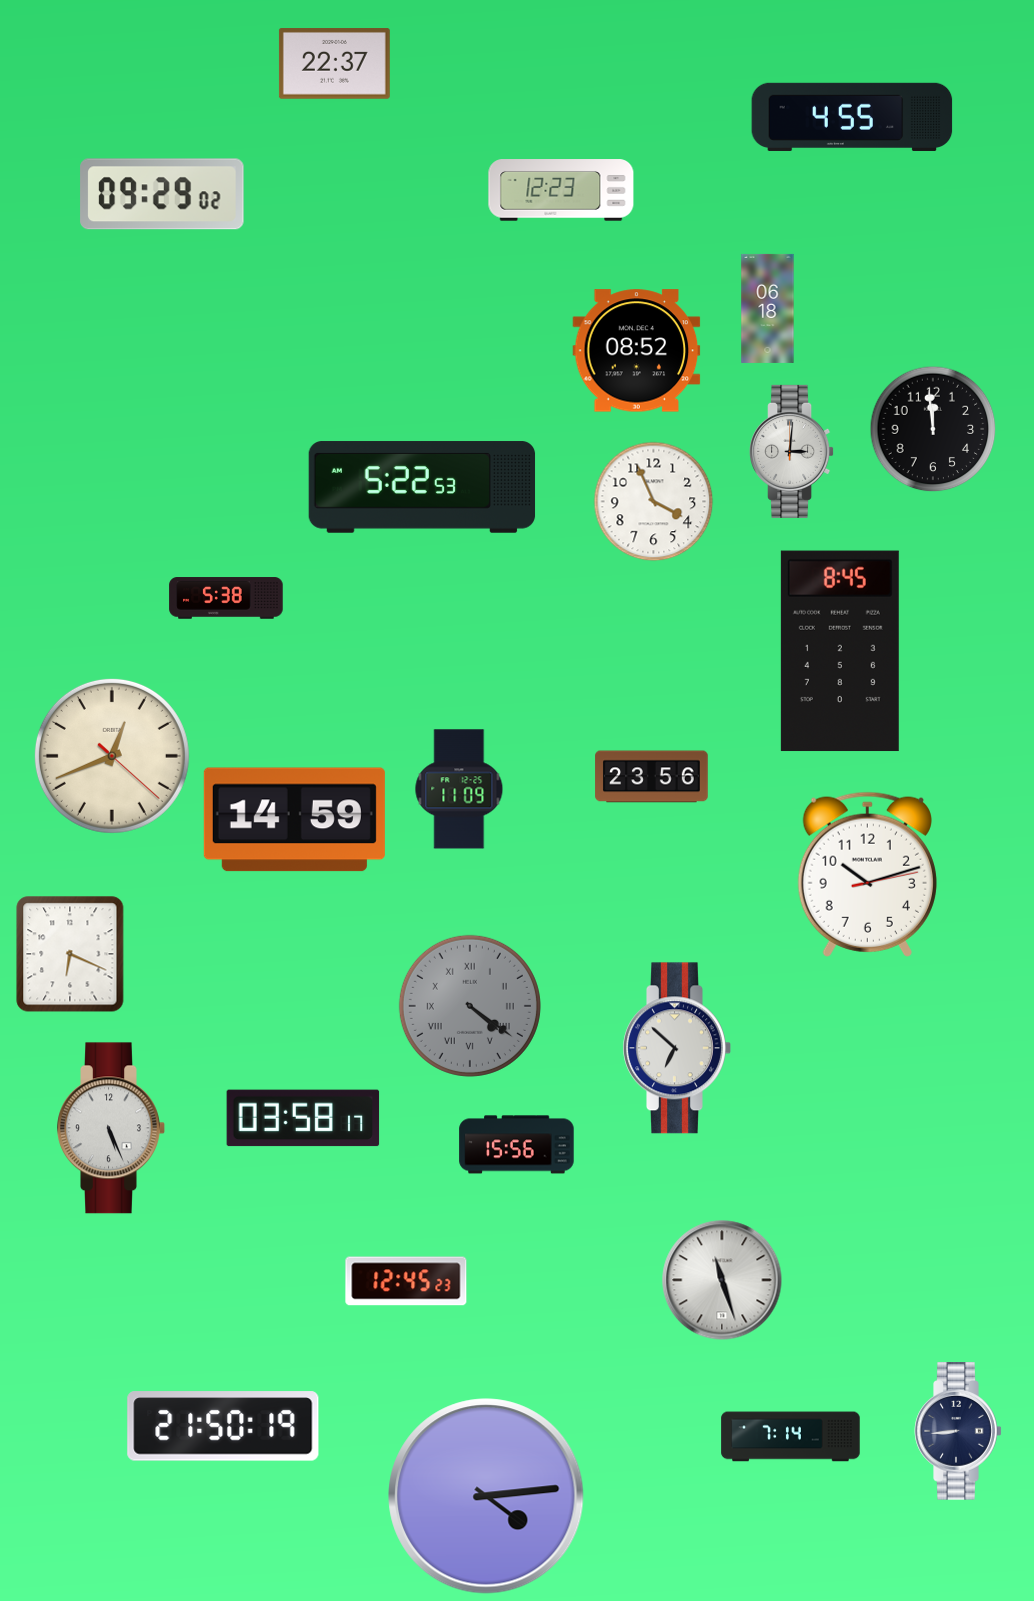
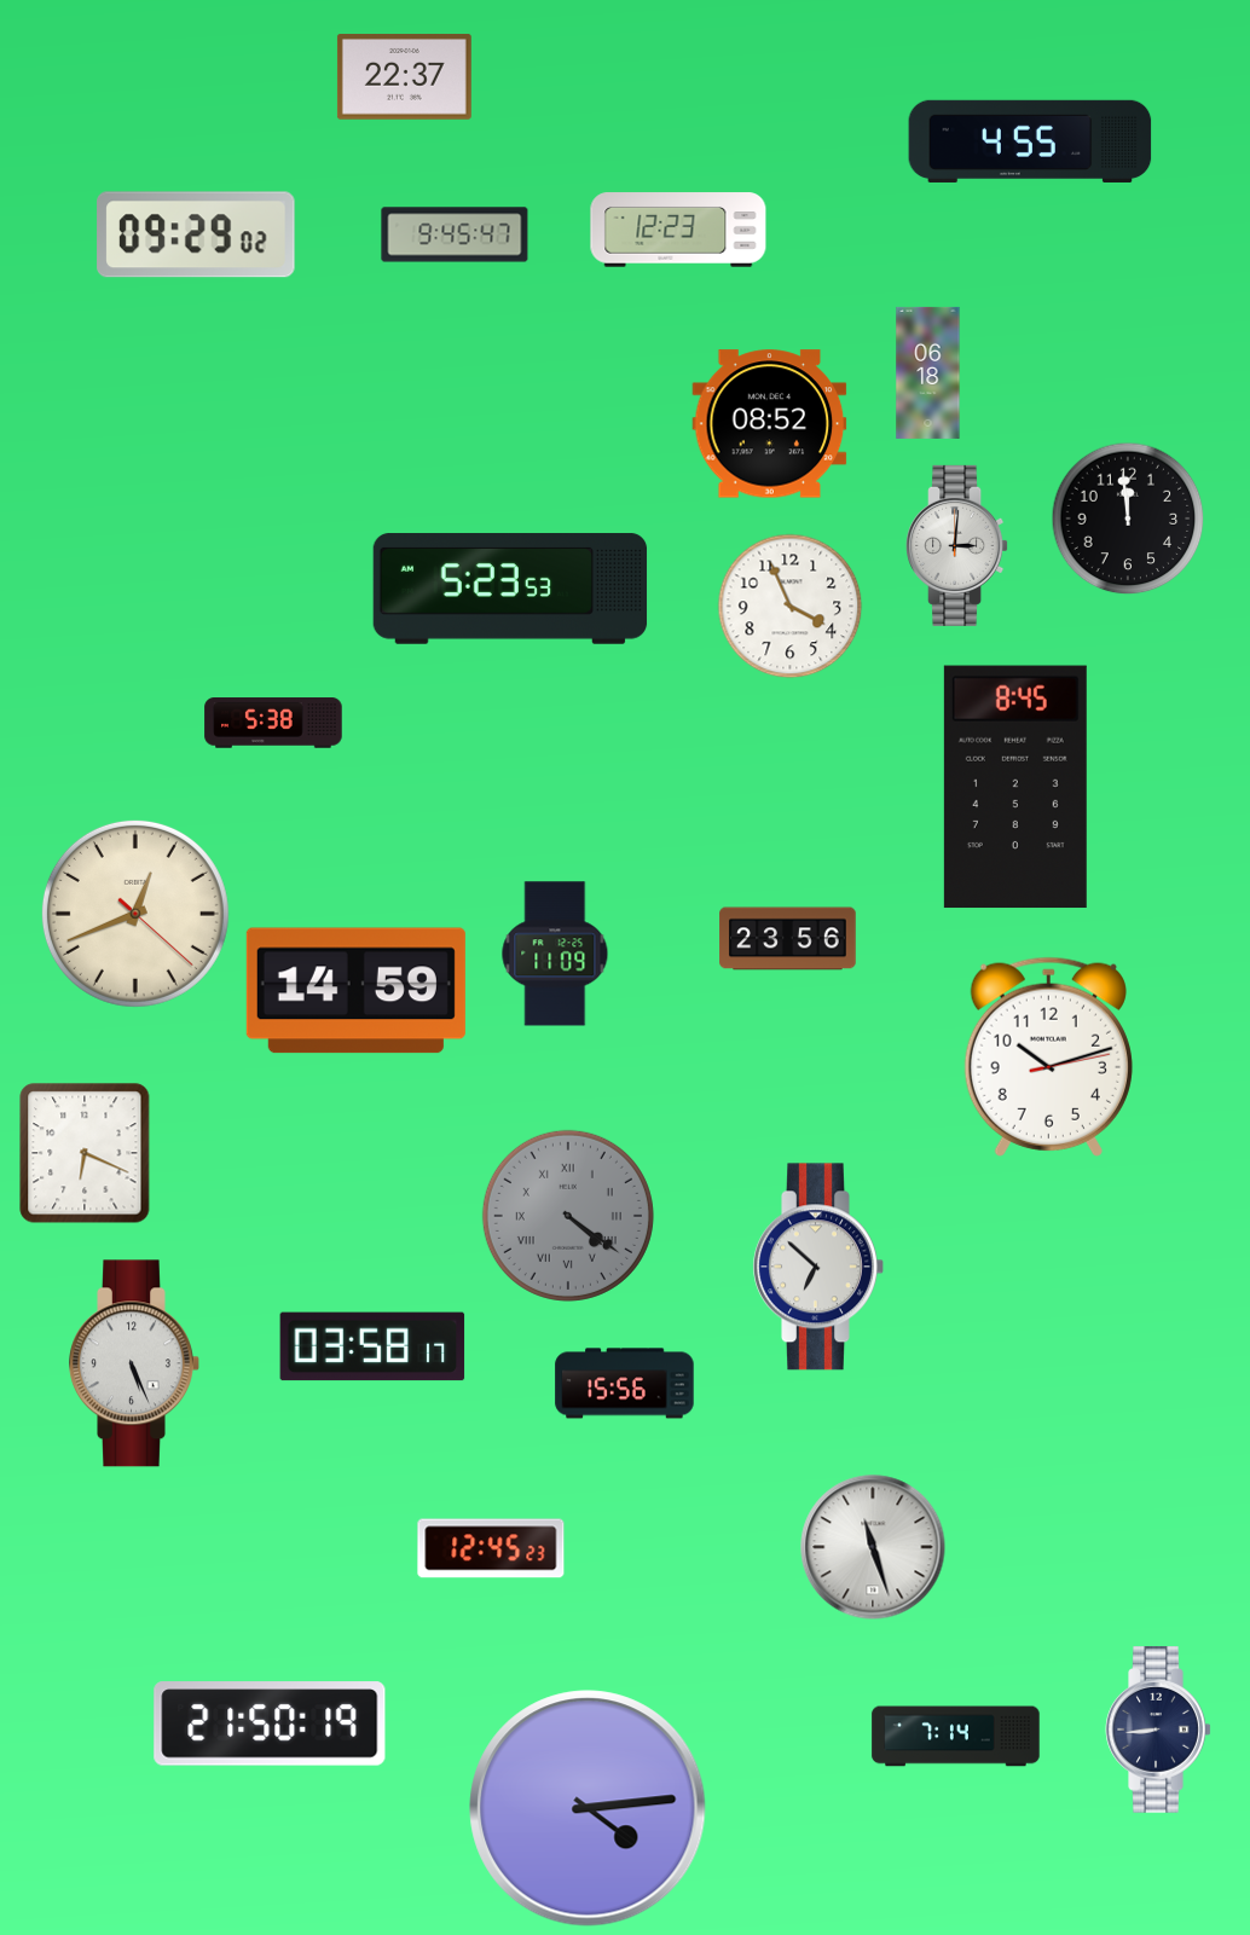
clock at (455, 234): none -> 9:45
clock at (422, 487): 5:22 -> 5:23
clock at (303, 1118) position: (303, 1118) -> (372, 1346)
